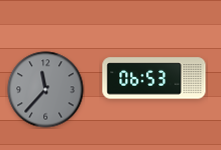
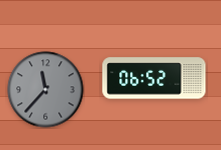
clock at (154, 78): 06:53 -> 06:52
